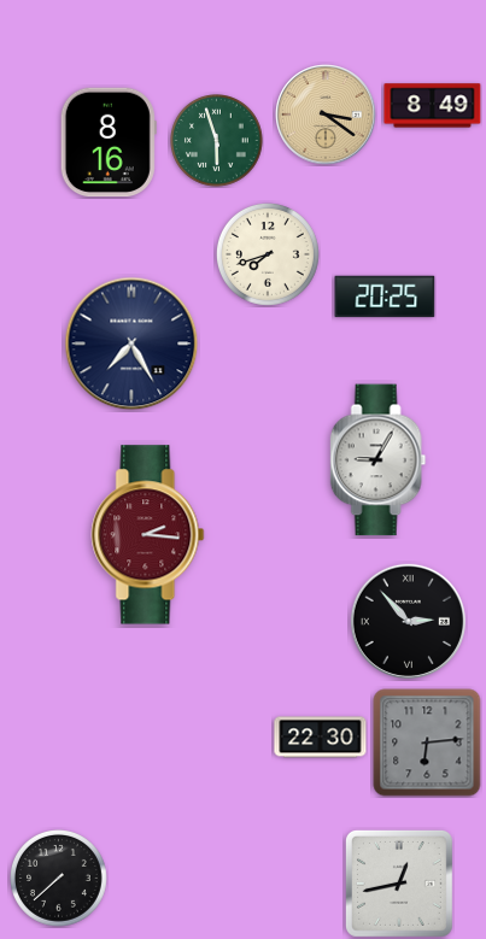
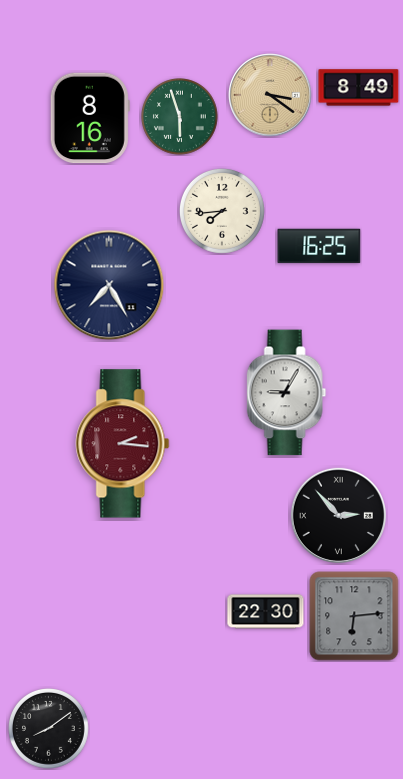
clock at (268, 254): 7:42 -> 7:44
clock at (385, 297): 20:25 -> 16:25
clock at (379, 460) position: (379, 460) -> (287, 393)
clock at (59, 879): 7:38 -> 8:09
clock at (399, 884): 12:43 -> none
